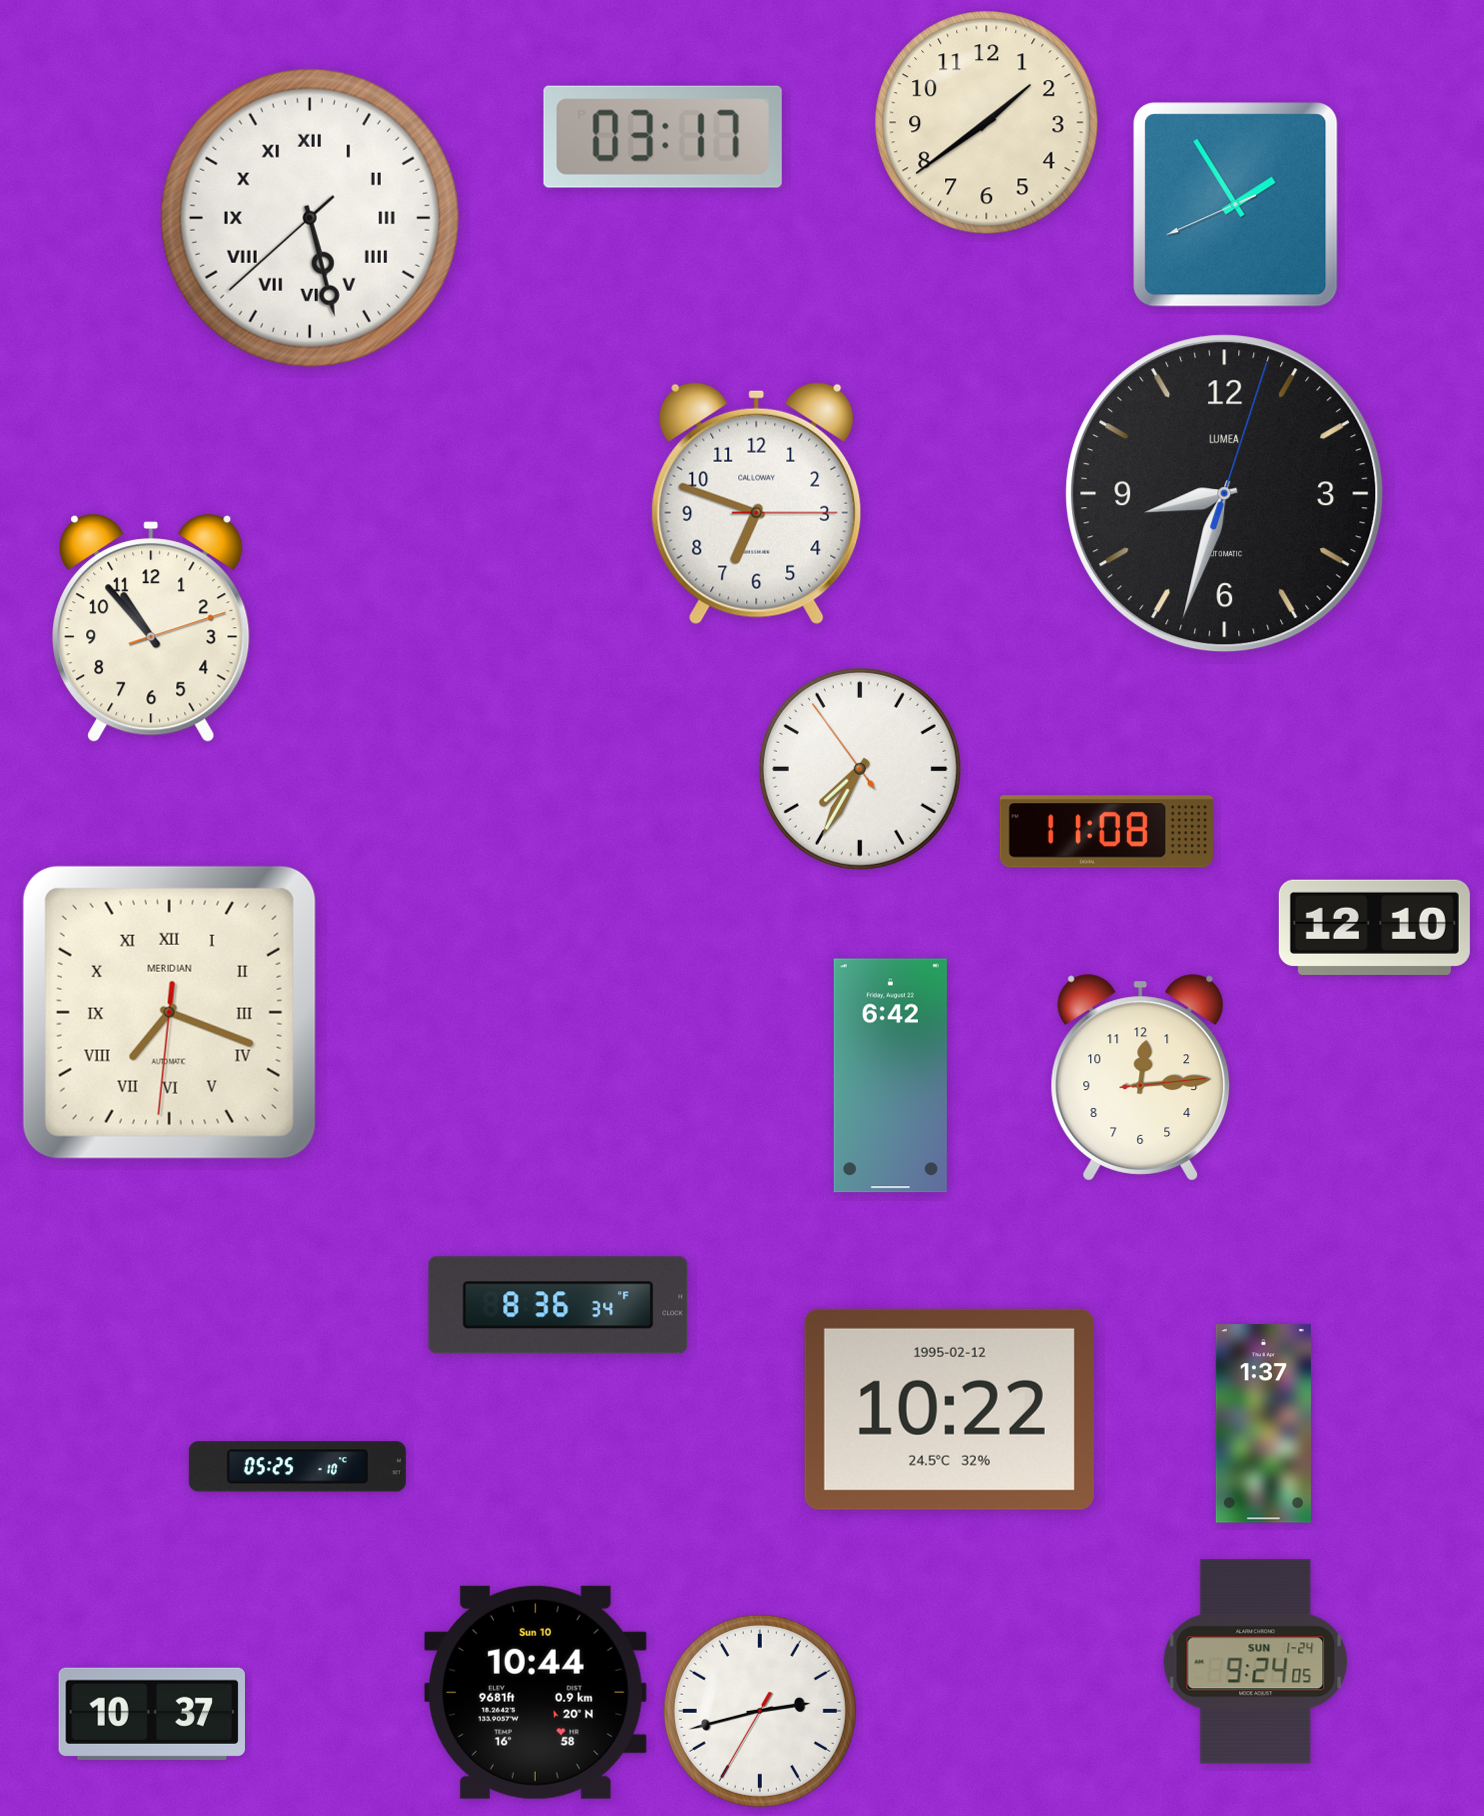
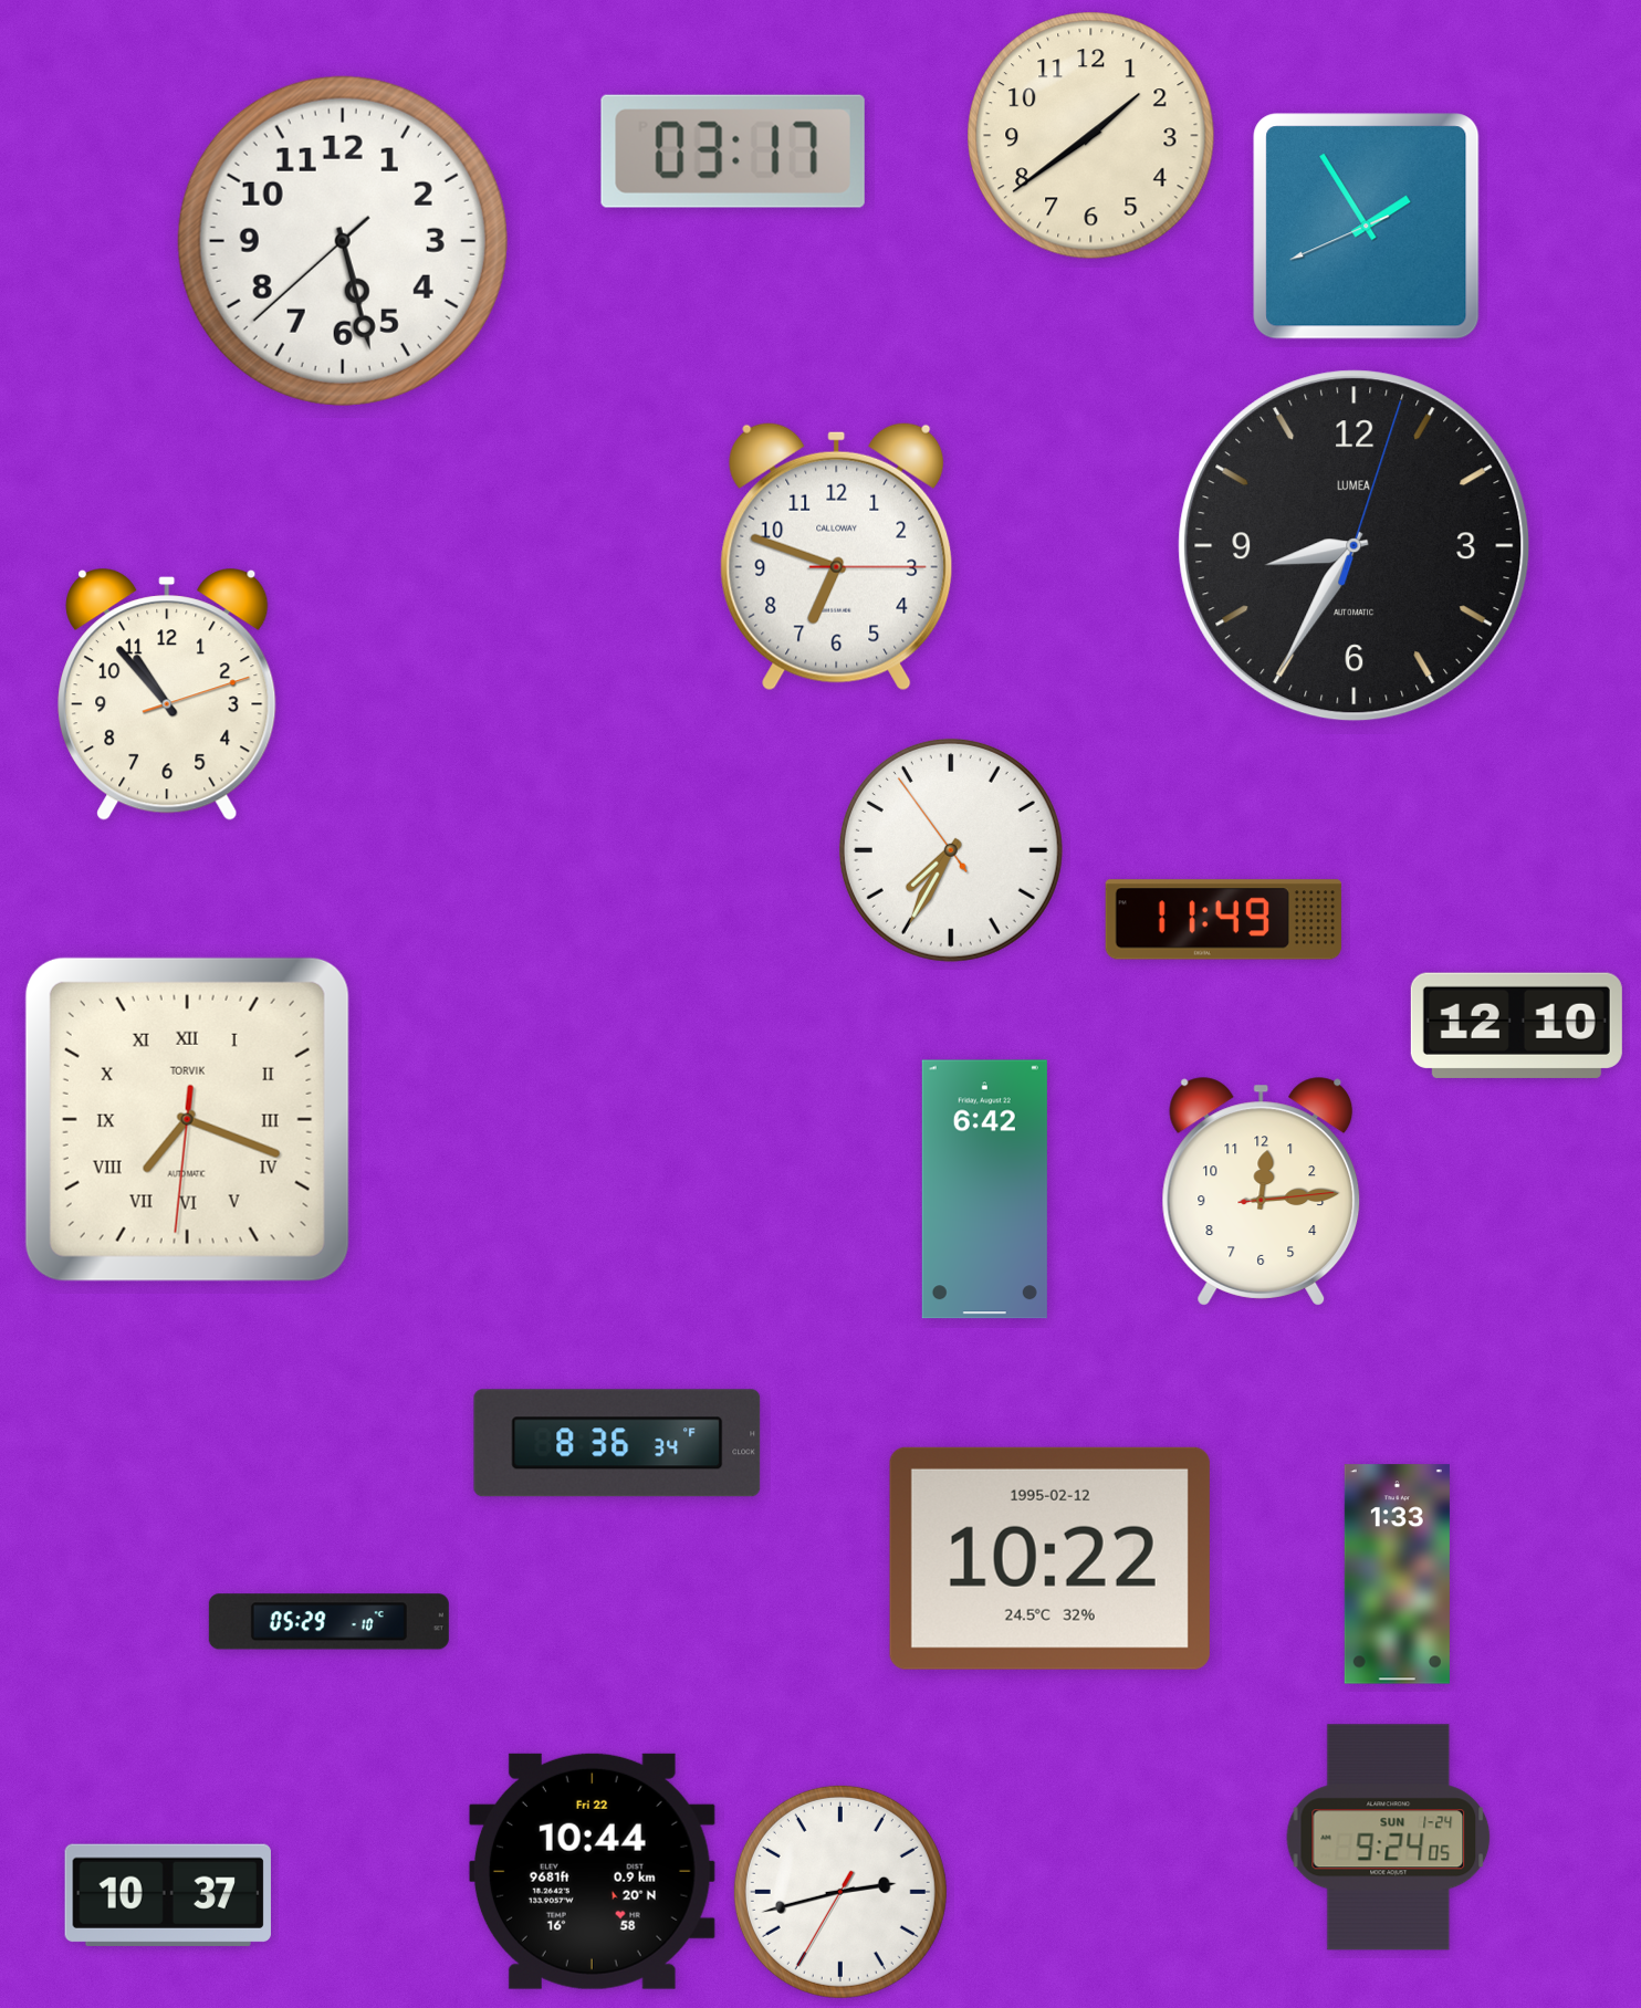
clock at (310, 218) numerals: Roman -> Arabic
clock at (1225, 494): 8:33 -> 8:35
clock at (1106, 832): 11:08 -> 11:49
clock at (1374, 927) position: (1374, 927) -> (1516, 1025)
clock at (169, 1012) brand: MERIDIAN -> TORVIK
clock at (1263, 1424): 1:37 -> 1:33
clock at (297, 1467): 05:25 -> 05:29
clock at (535, 1692) date: Sun 10 -> Fri 22
